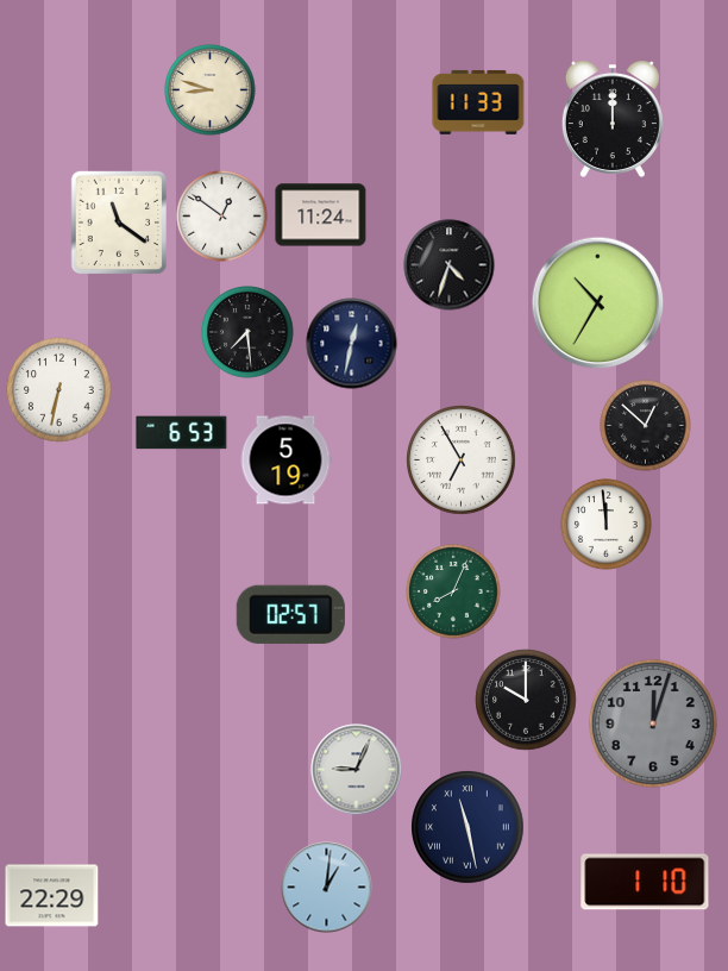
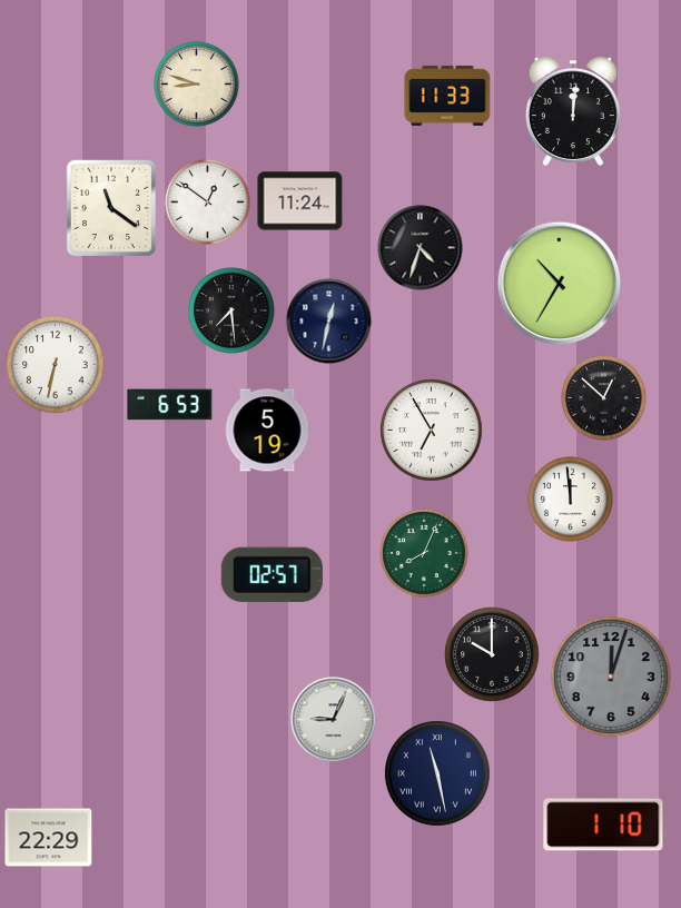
clock at (613, 119): 12:00 -> 12:01
clock at (607, 525) position: (607, 525) -> (571, 500)
clock at (327, 888): 1:01 -> none
